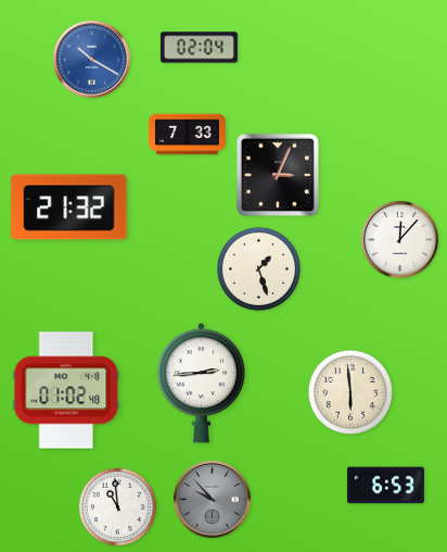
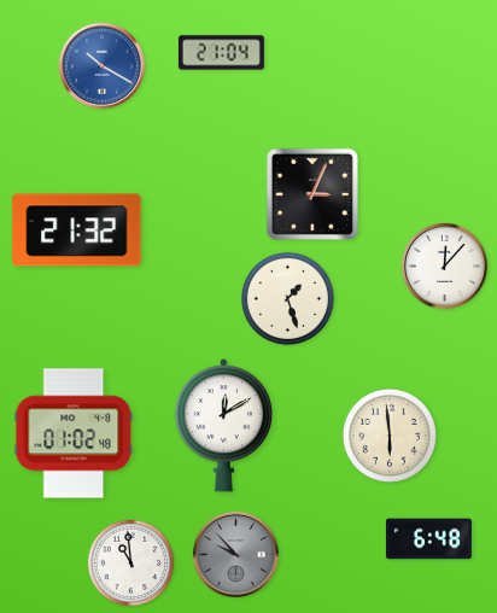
clock at (199, 48): 02:04 -> 21:04
clock at (187, 135): 7:33 -> none
clock at (278, 175) position: (278, 175) -> (312, 194)
clock at (201, 384): 2:44 -> 12:10
clock at (385, 486): 6:53 -> 6:48
